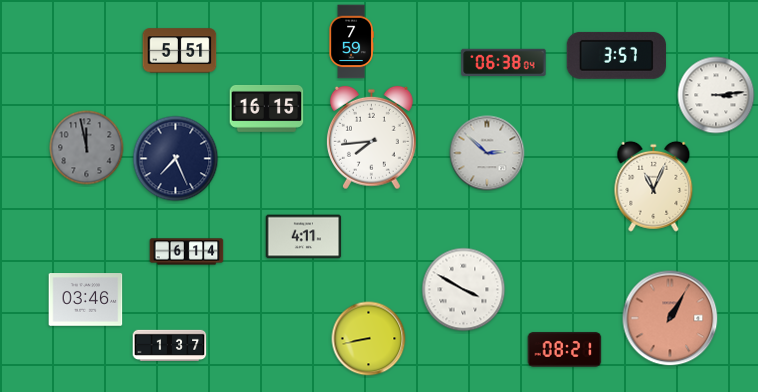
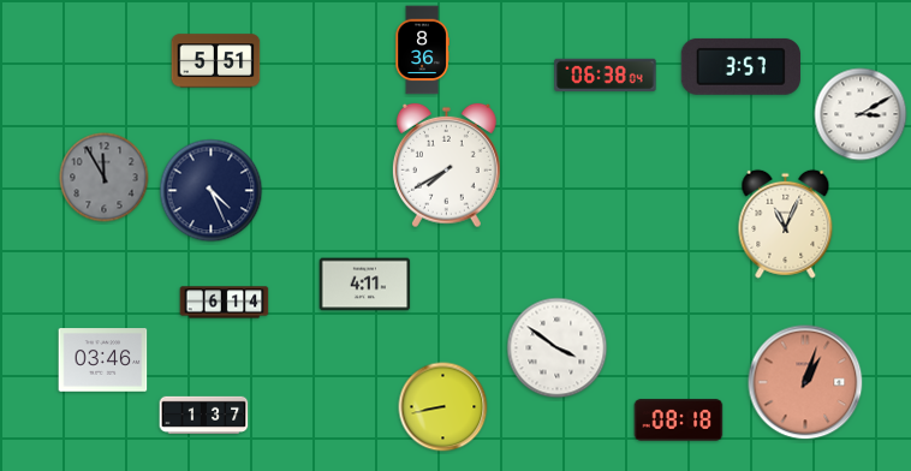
clock at (351, 42): 7:59 -> 8:36
clock at (716, 95): 3:14 -> 3:10
clock at (267, 108): 16:15 -> none
clock at (371, 138): 7:44 -> 7:40
clock at (87, 148): 11:58 -> 11:55
clock at (487, 153): 2:52 -> none
clock at (176, 159): 7:26 -> 4:26
clock at (464, 290): 3:50 -> 3:51
clock at (670, 318): 1:05 -> 1:03
clock at (565, 349): 08:21 -> 08:18
